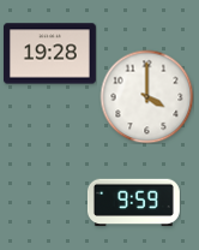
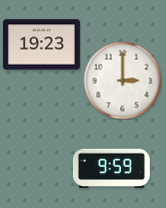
clock at (49, 54): 19:28 -> 19:23
clock at (146, 96): 4:00 -> 3:00
